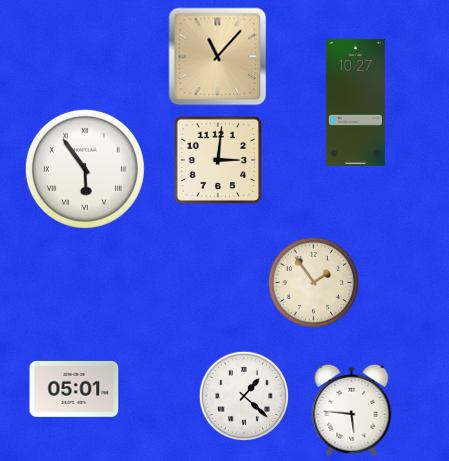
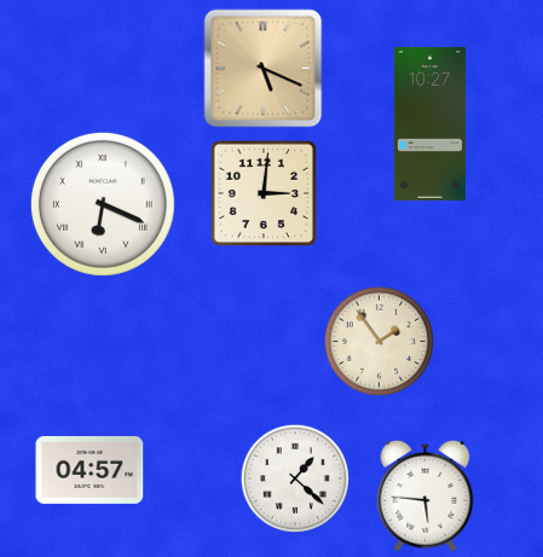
clock at (218, 57): 11:07 -> 5:19
clock at (85, 169): 5:54 -> 6:19
clock at (74, 389): 05:01 -> 04:57
